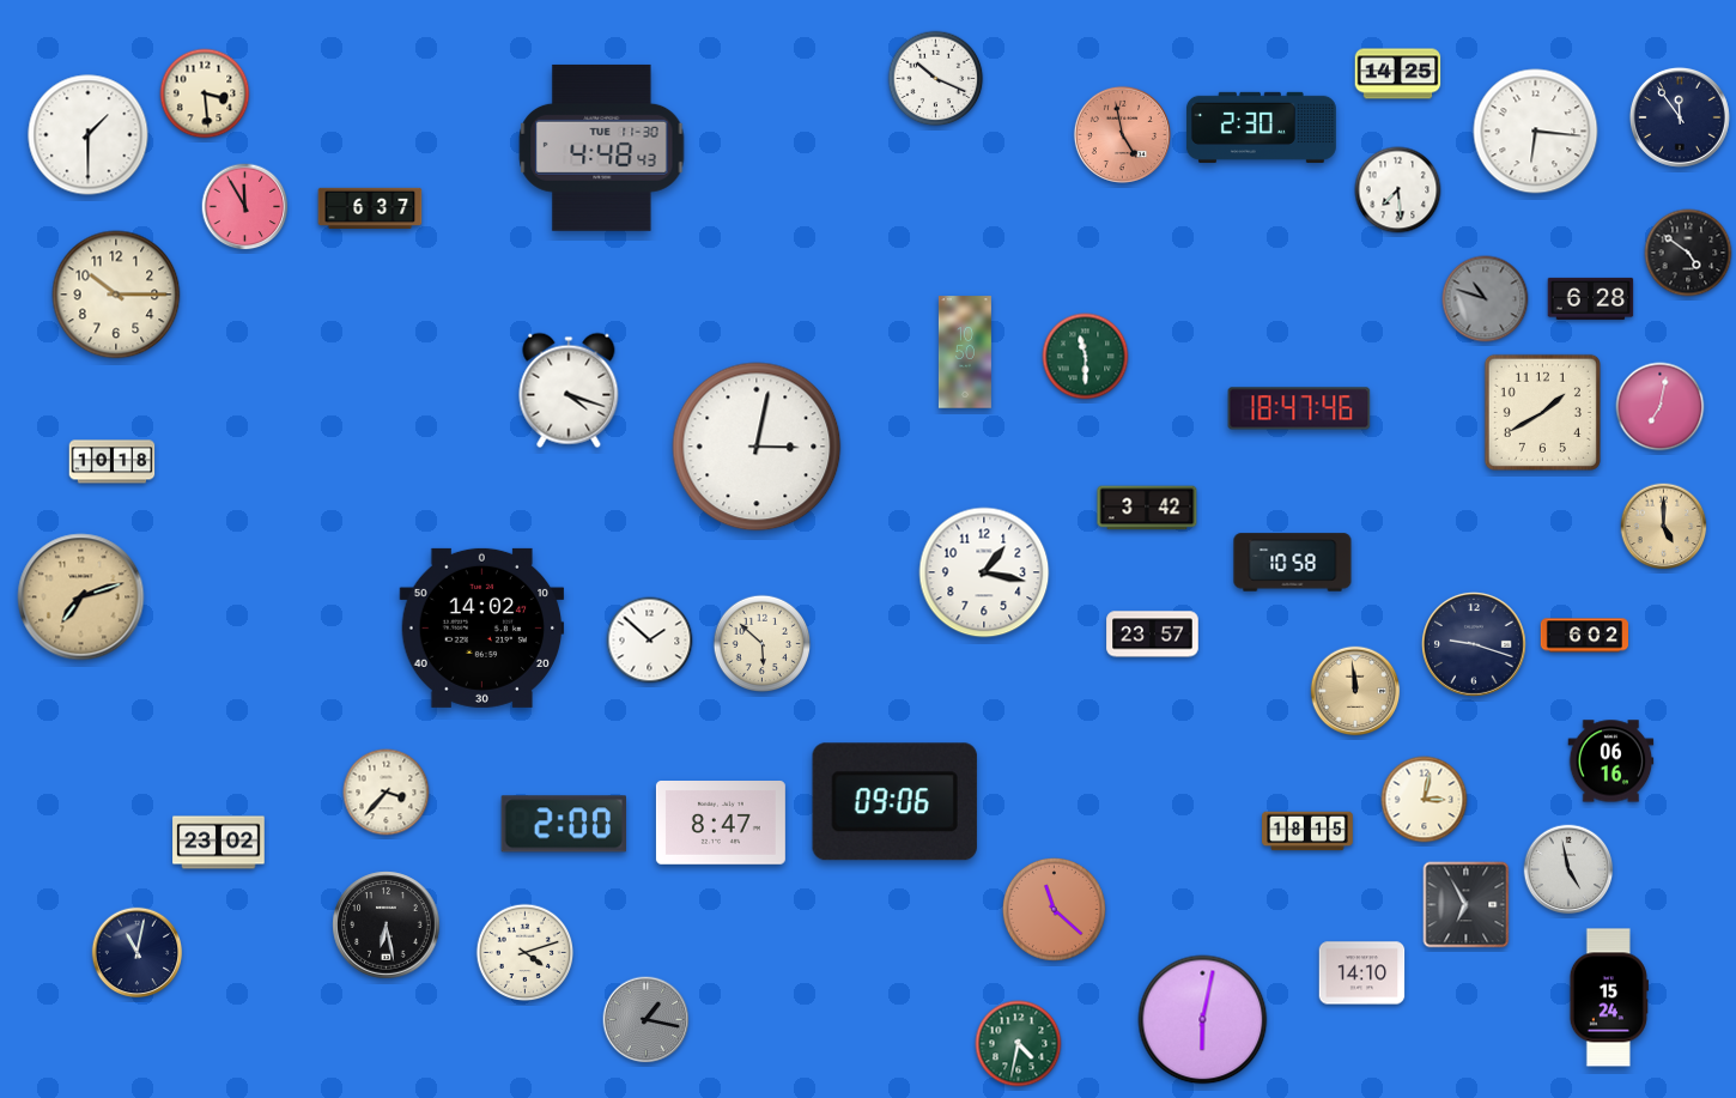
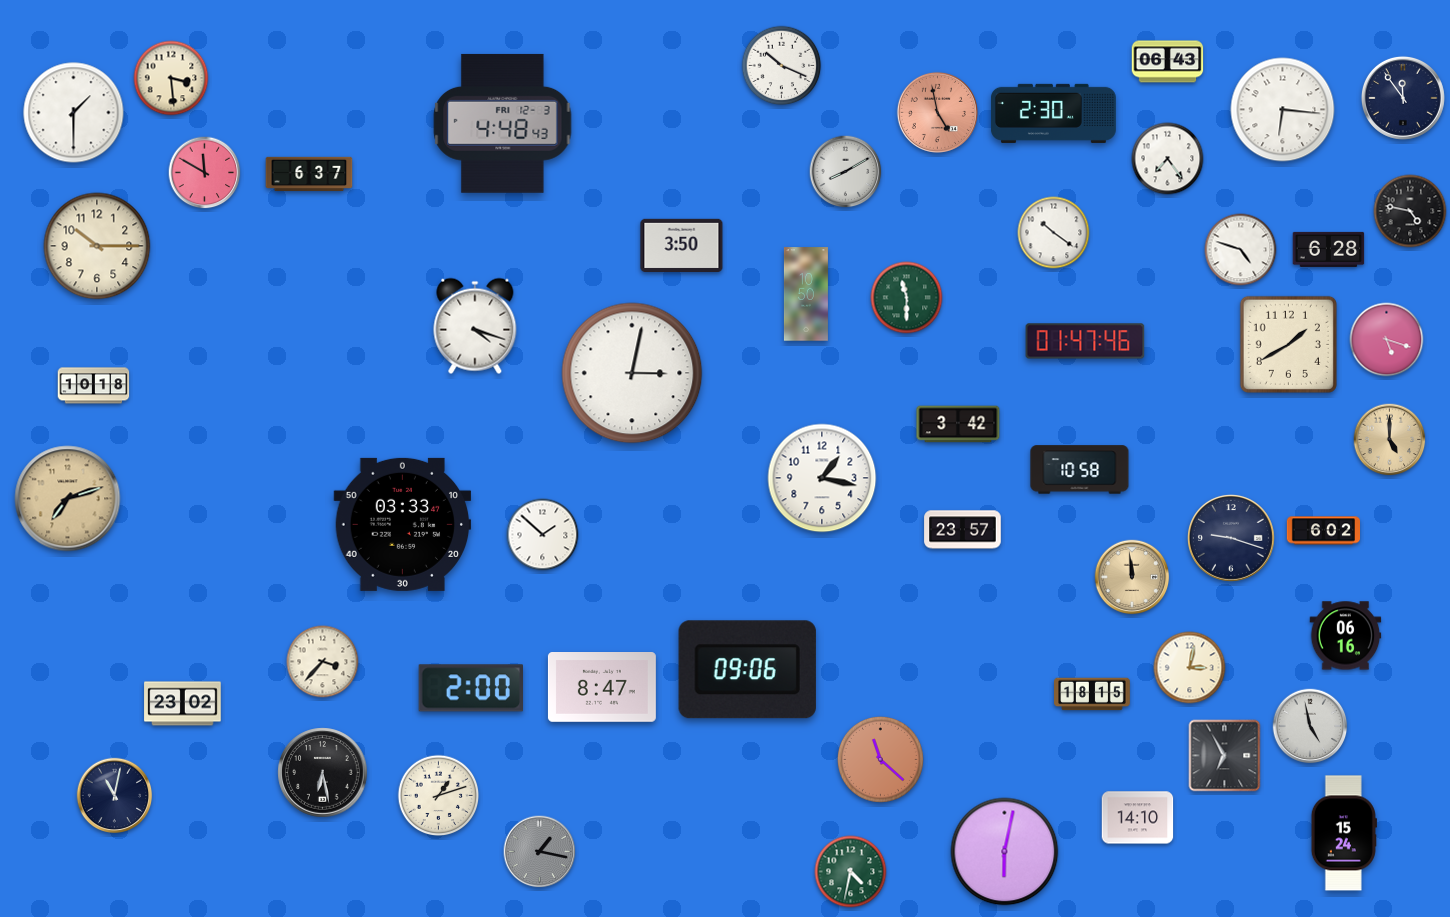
clock at (1398, 74): 14:25 -> 06:43
clock at (1261, 127) position: (1261, 127) -> (1053, 113)
clock at (602, 147) date: TUE 11-30 -> FRI 12-3
clock at (1398, 190): 7:29 -> 7:24
clock at (846, 172): none -> 8:10
clock at (245, 207): 11:55 -> 11:50
clock at (1688, 253): 4:51 -> 4:47
clock at (1054, 233): none -> 10:21
clock at (682, 245): none -> 3:50
clock at (1486, 299): 10:48 -> 4:48
clock at (1486, 299) dial: grey -> white
clock at (1661, 407): 7:02 -> 5:18
clock at (1299, 408): 18:47 -> 01:47
clock at (482, 627): 14:02 -> 03:33
clock at (763, 644): 5:52 -> none
clock at (526, 953): 4:12 -> 1:12
clock at (1362, 973) position: (1362, 973) -> (1138, 818)
